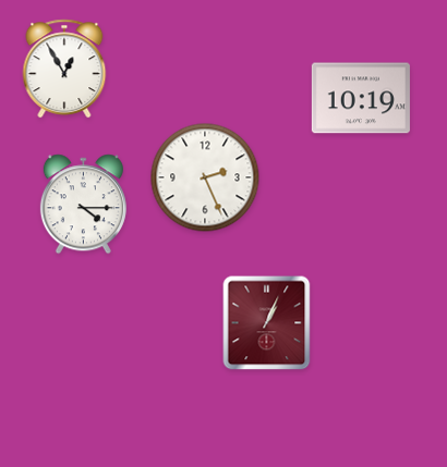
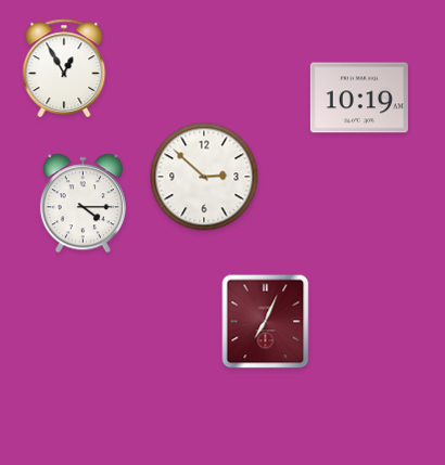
clock at (205, 177): 2:26 -> 2:52
clock at (267, 323): 1:04 -> 7:04
